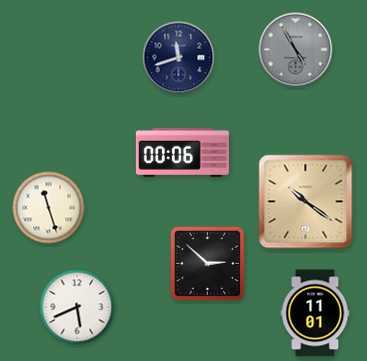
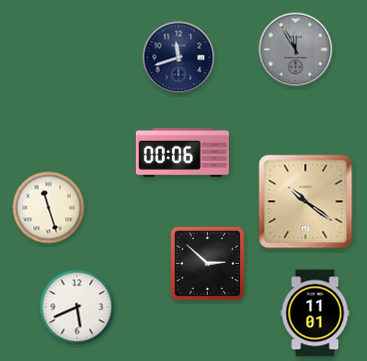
clock at (296, 50): 4:55 -> 11:55
